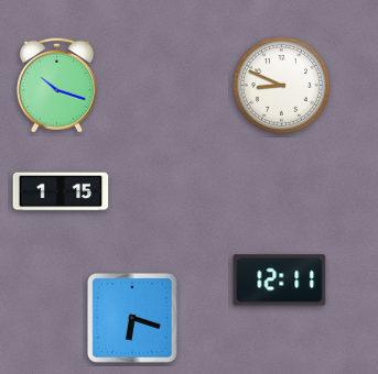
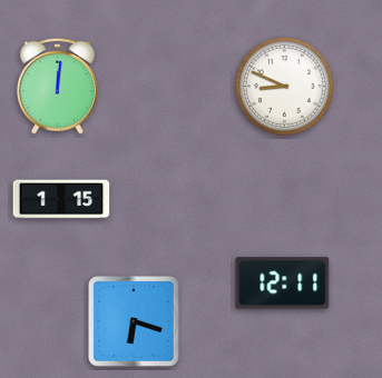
clock at (56, 85): 10:18 -> 12:01
clock at (61, 191) position: (61, 191) -> (61, 199)
